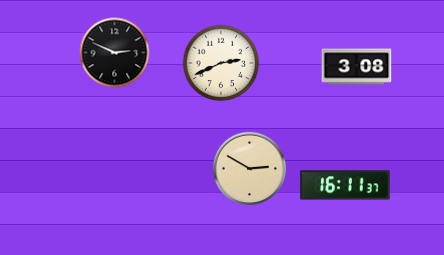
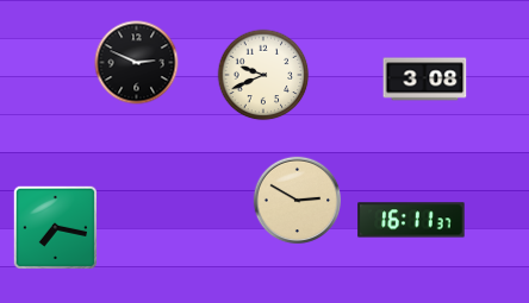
clock at (221, 63): 2:41 -> 9:41
clock at (55, 227): none -> 7:17
